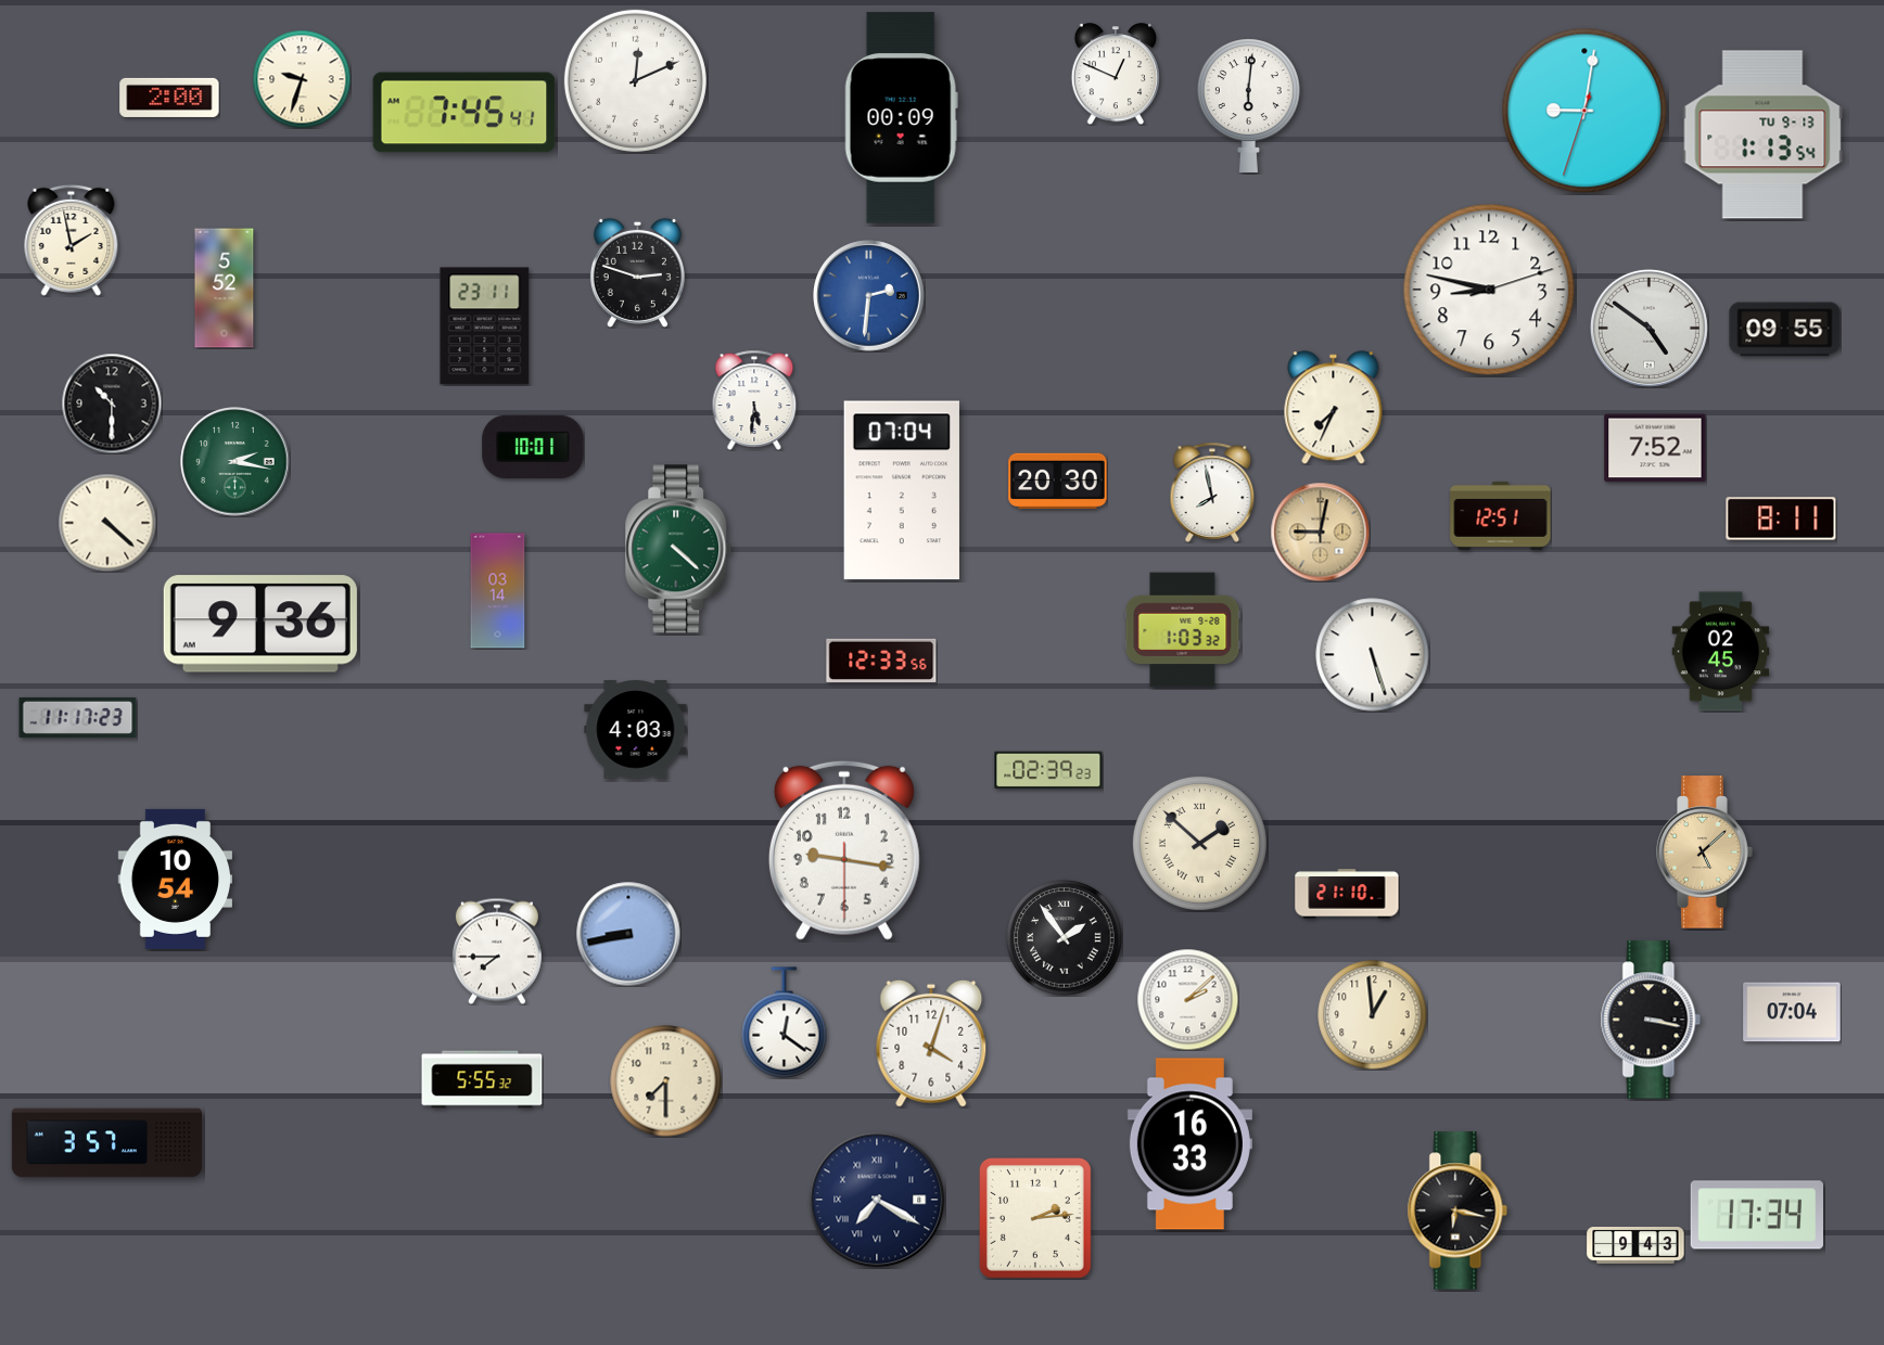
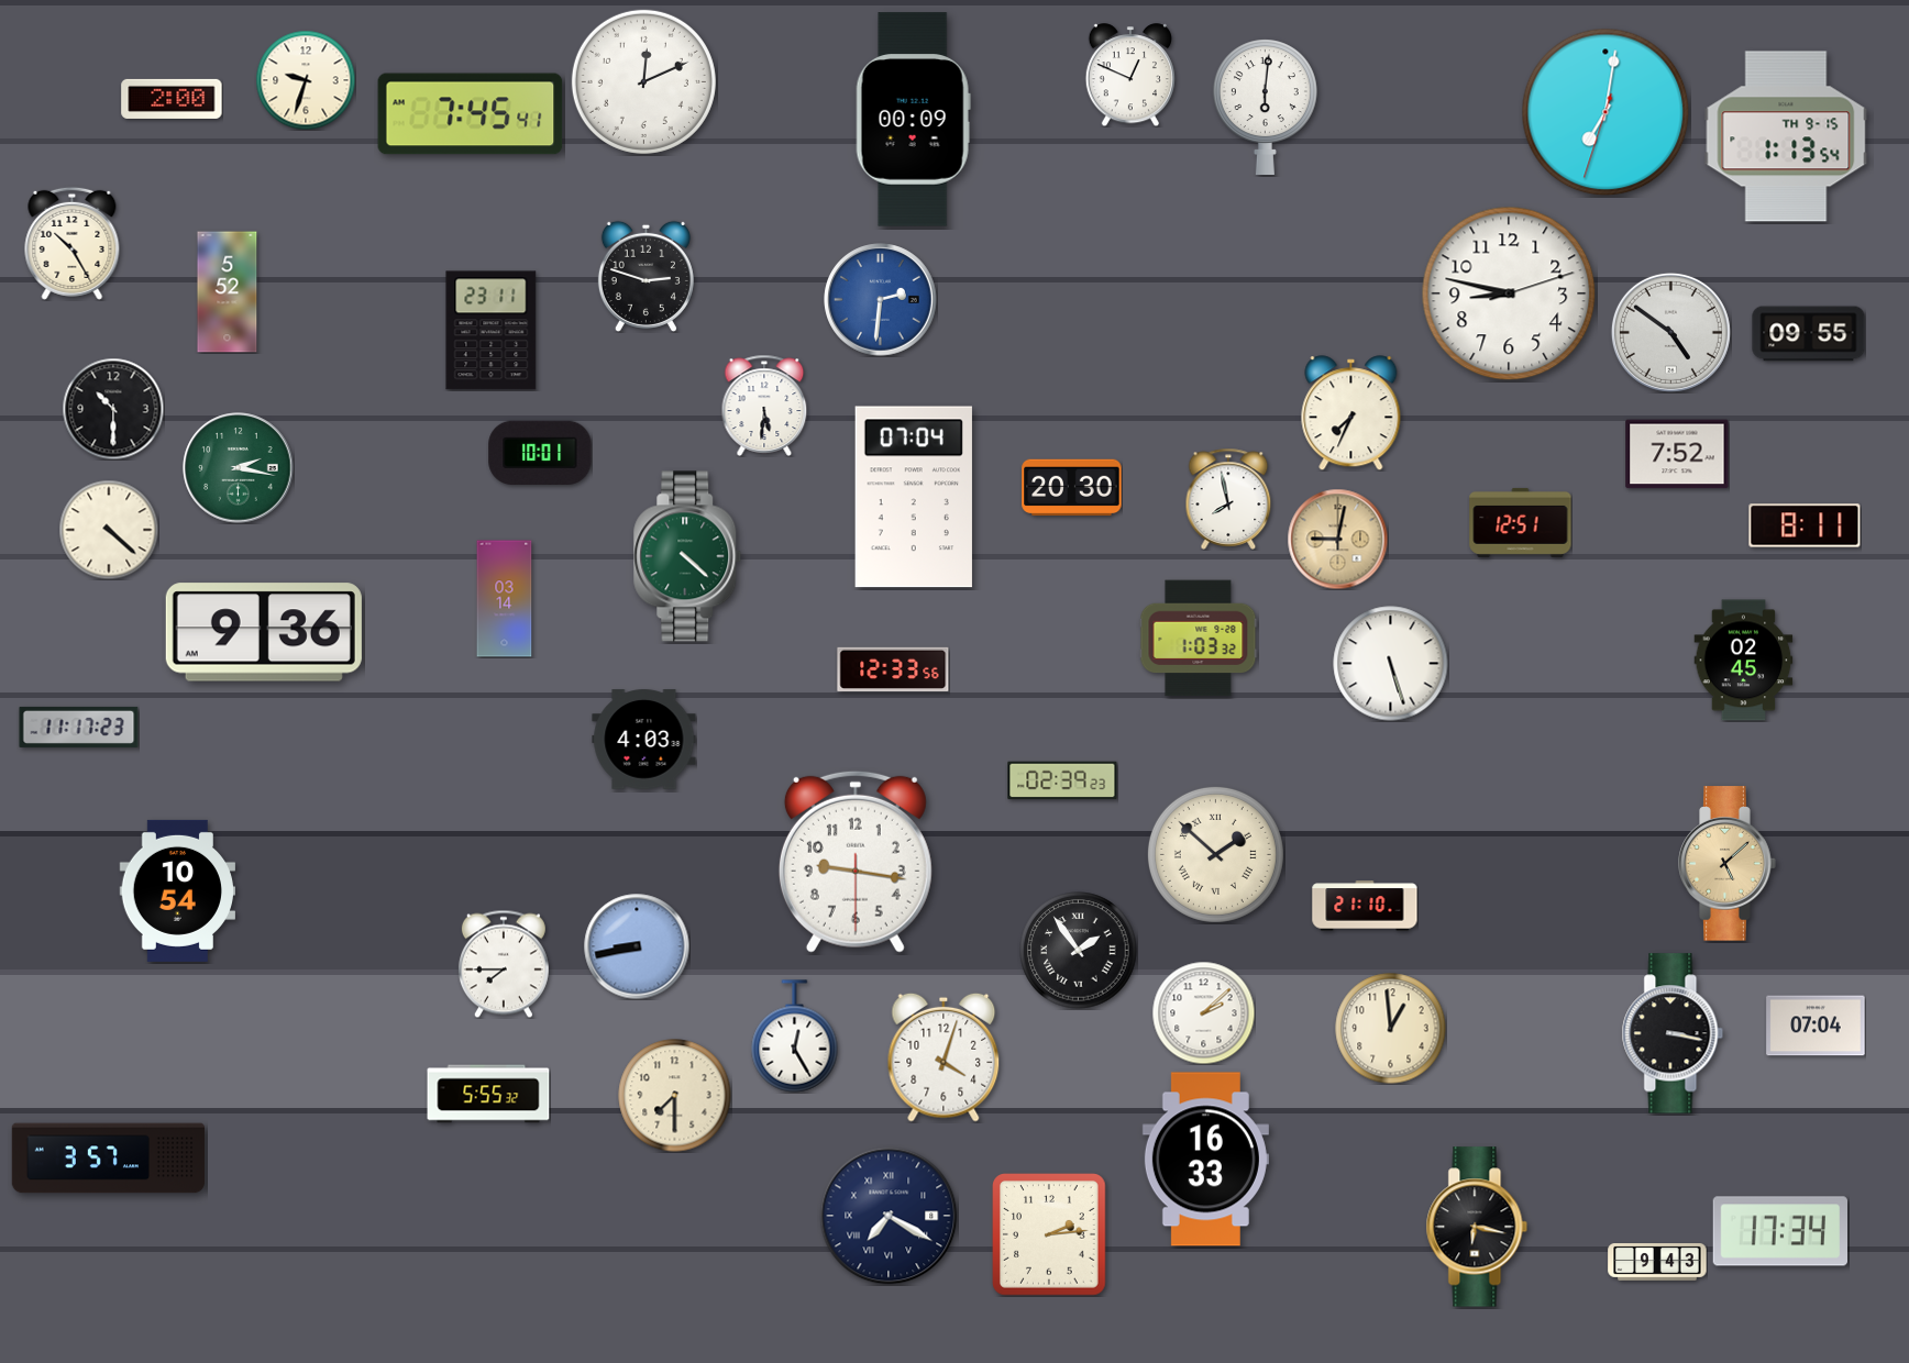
clock at (1584, 111): 9:01 -> 7:01
clock at (1762, 134) date: TU 9-13 -> TH 9-15
clock at (72, 240): 1:58 -> 10:25
clock at (785, 1023): 12:21 -> 12:25
